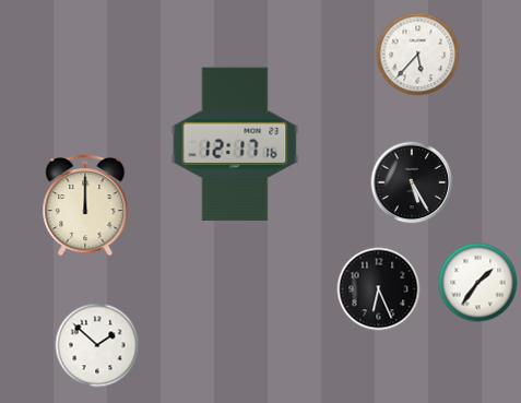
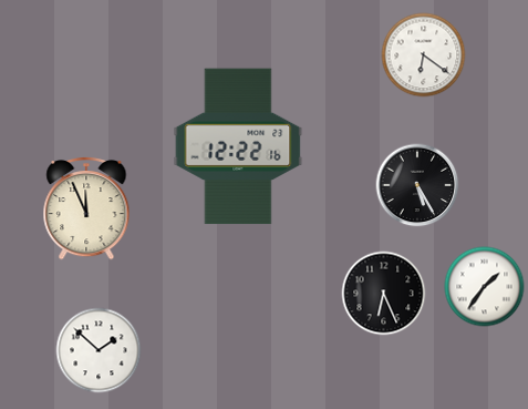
clock at (418, 55): 5:37 -> 6:21
clock at (235, 144): 12:17 -> 12:22
clock at (85, 206): 12:00 -> 11:56
